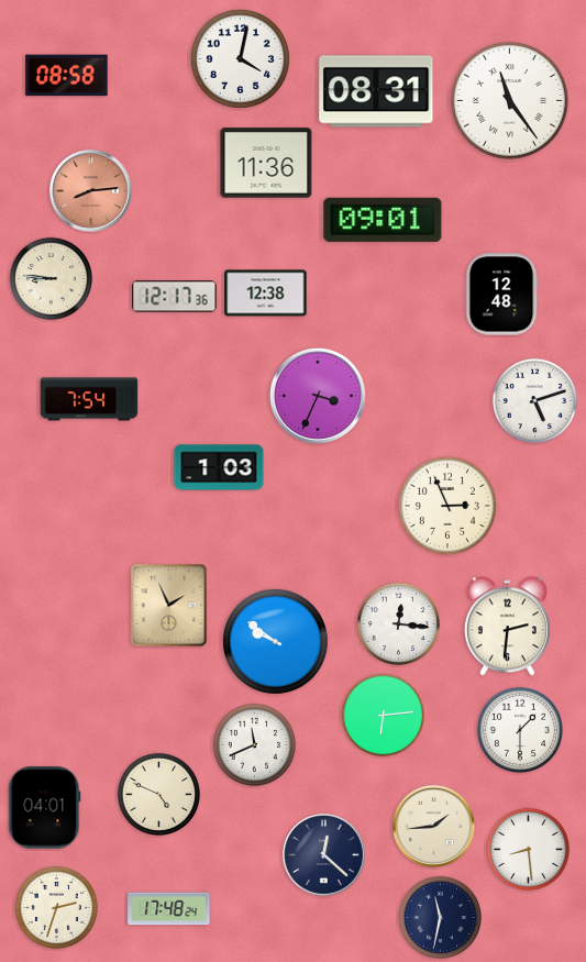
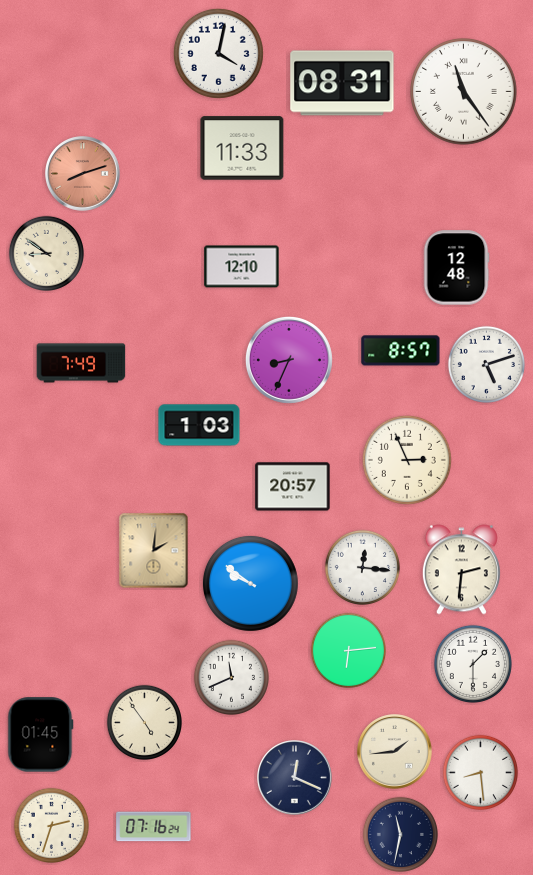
clock at (67, 76): 08:58 -> none
clock at (266, 163): 11:36 -> 11:33
clock at (91, 191): 8:14 -> 8:12
clock at (383, 220): 09:01 -> none
clock at (51, 278): 8:46 -> 8:51
clock at (266, 294): 12:38 -> 12:10
clock at (175, 297): 12:17 -> none
clock at (401, 351): none -> 8:57
clock at (318, 396): 3:34 -> 8:34
clock at (89, 399): 7:54 -> 7:49
clock at (293, 487): none -> 20:57
clock at (169, 606): 1:56 -> 2:01
clock at (158, 794): 4:49 -> 4:54
clock at (45, 808): 04:01 -> 01:45
clock at (324, 855): 12:22 -> 12:19
clock at (169, 909): 17:48 -> 07:16
